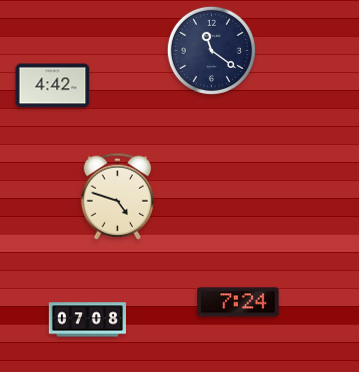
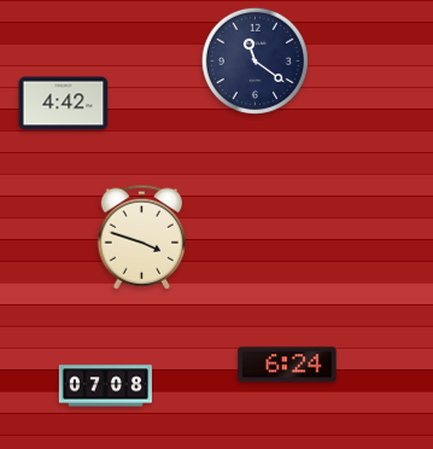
clock at (118, 196): 4:48 -> 3:48
clock at (238, 302): 7:24 -> 6:24
